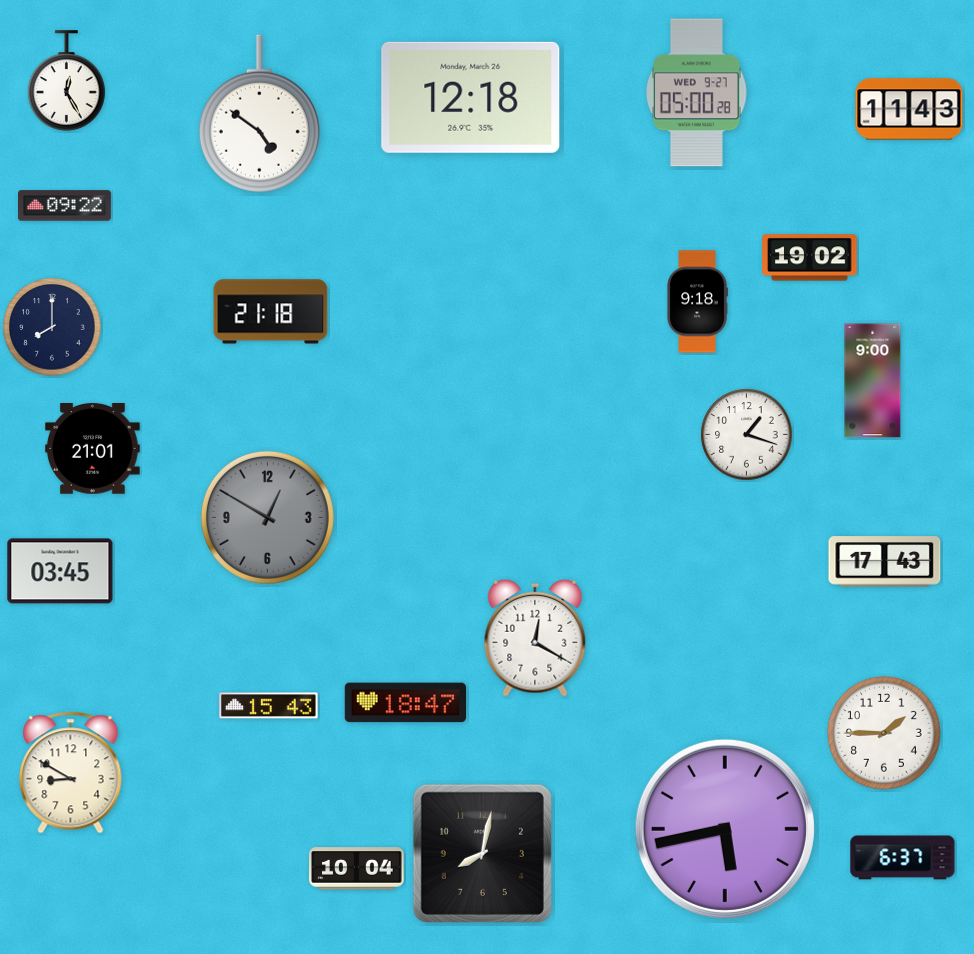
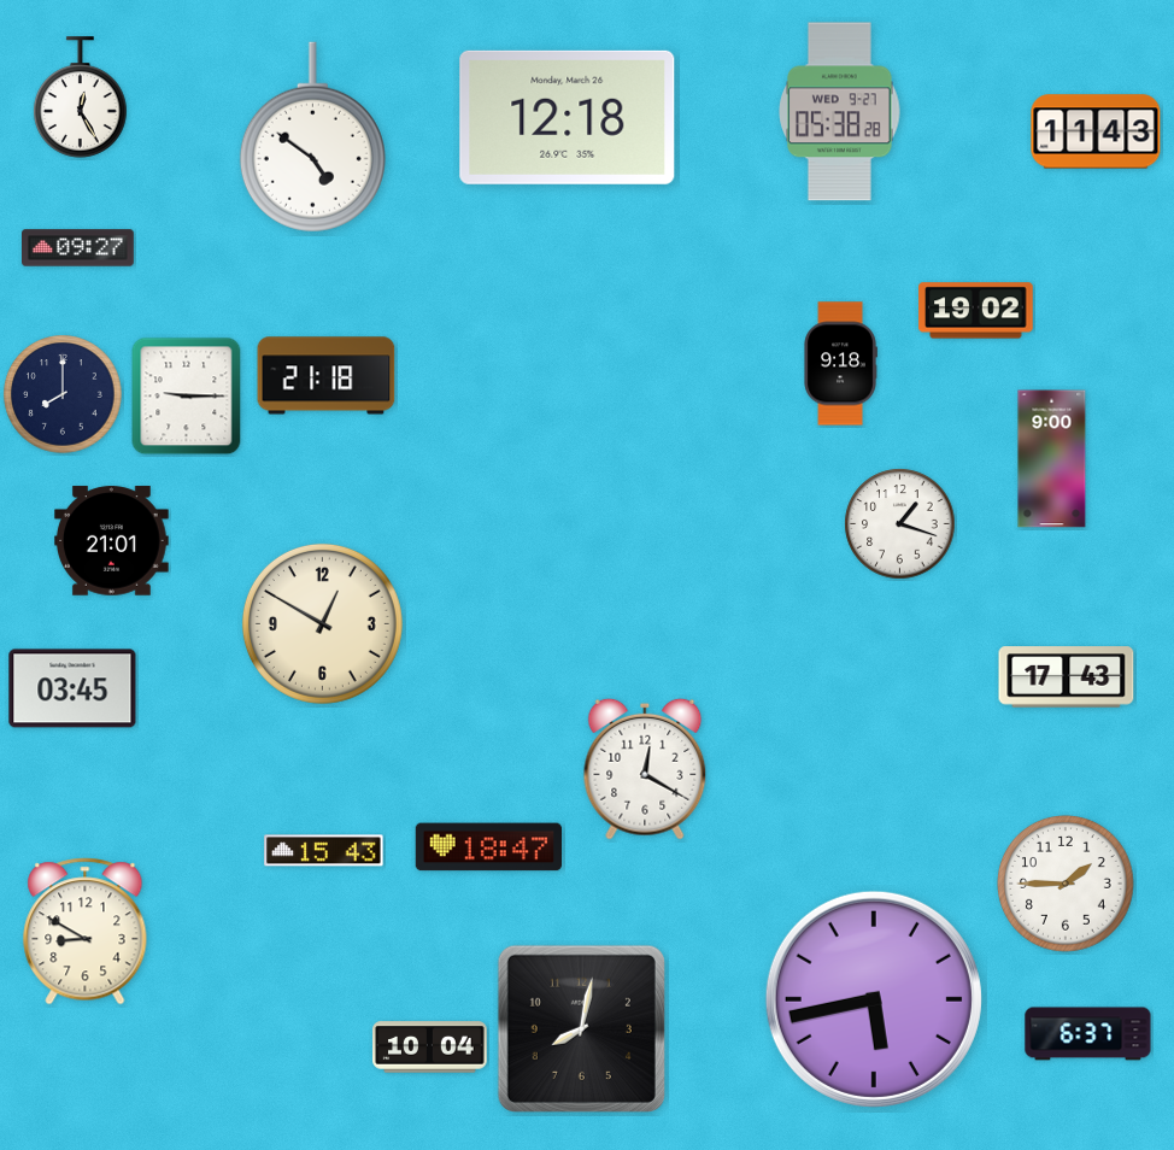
clock at (697, 93): 05:00 -> 05:38
clock at (65, 206): 09:22 -> 09:27
clock at (187, 397): none -> 9:15
clock at (267, 517) dial: grey -> cream
